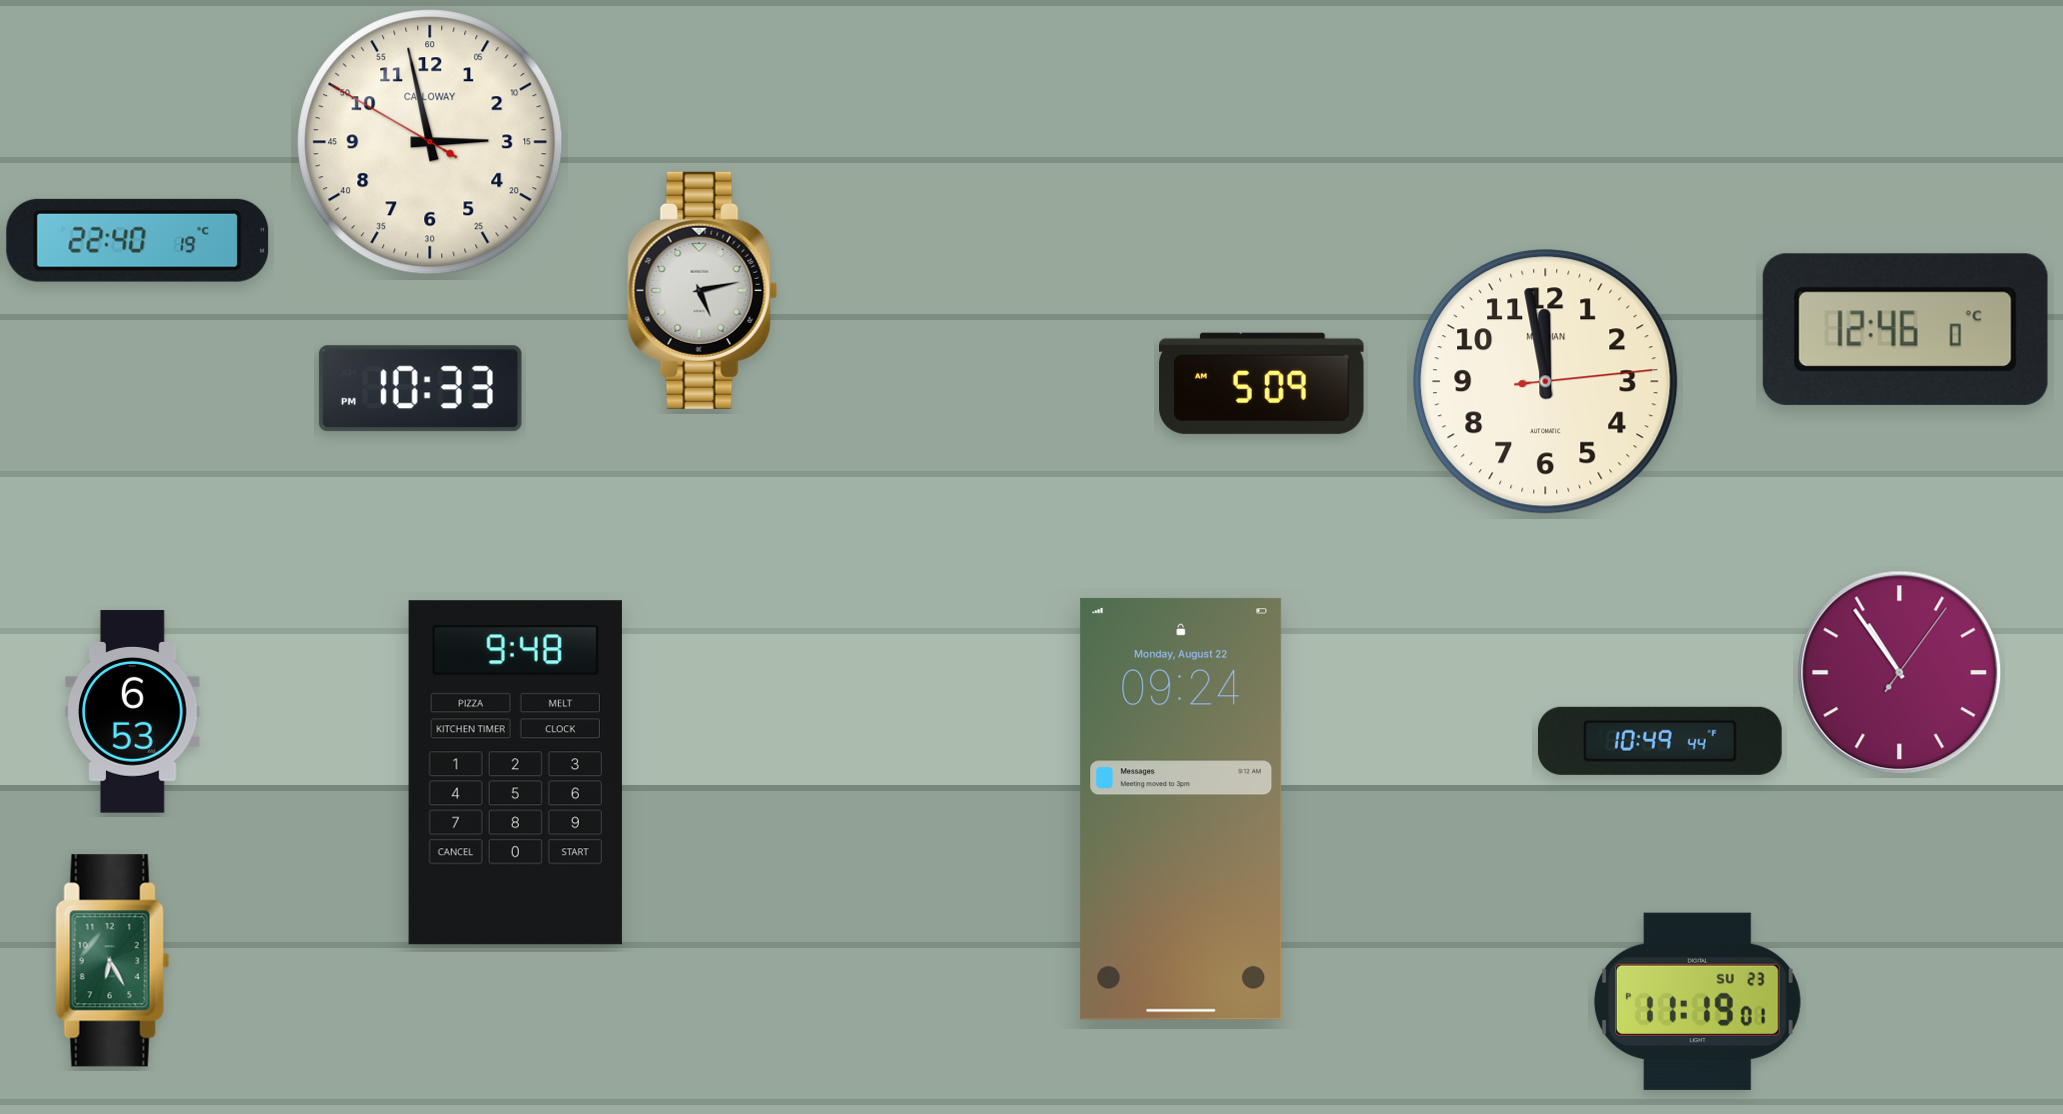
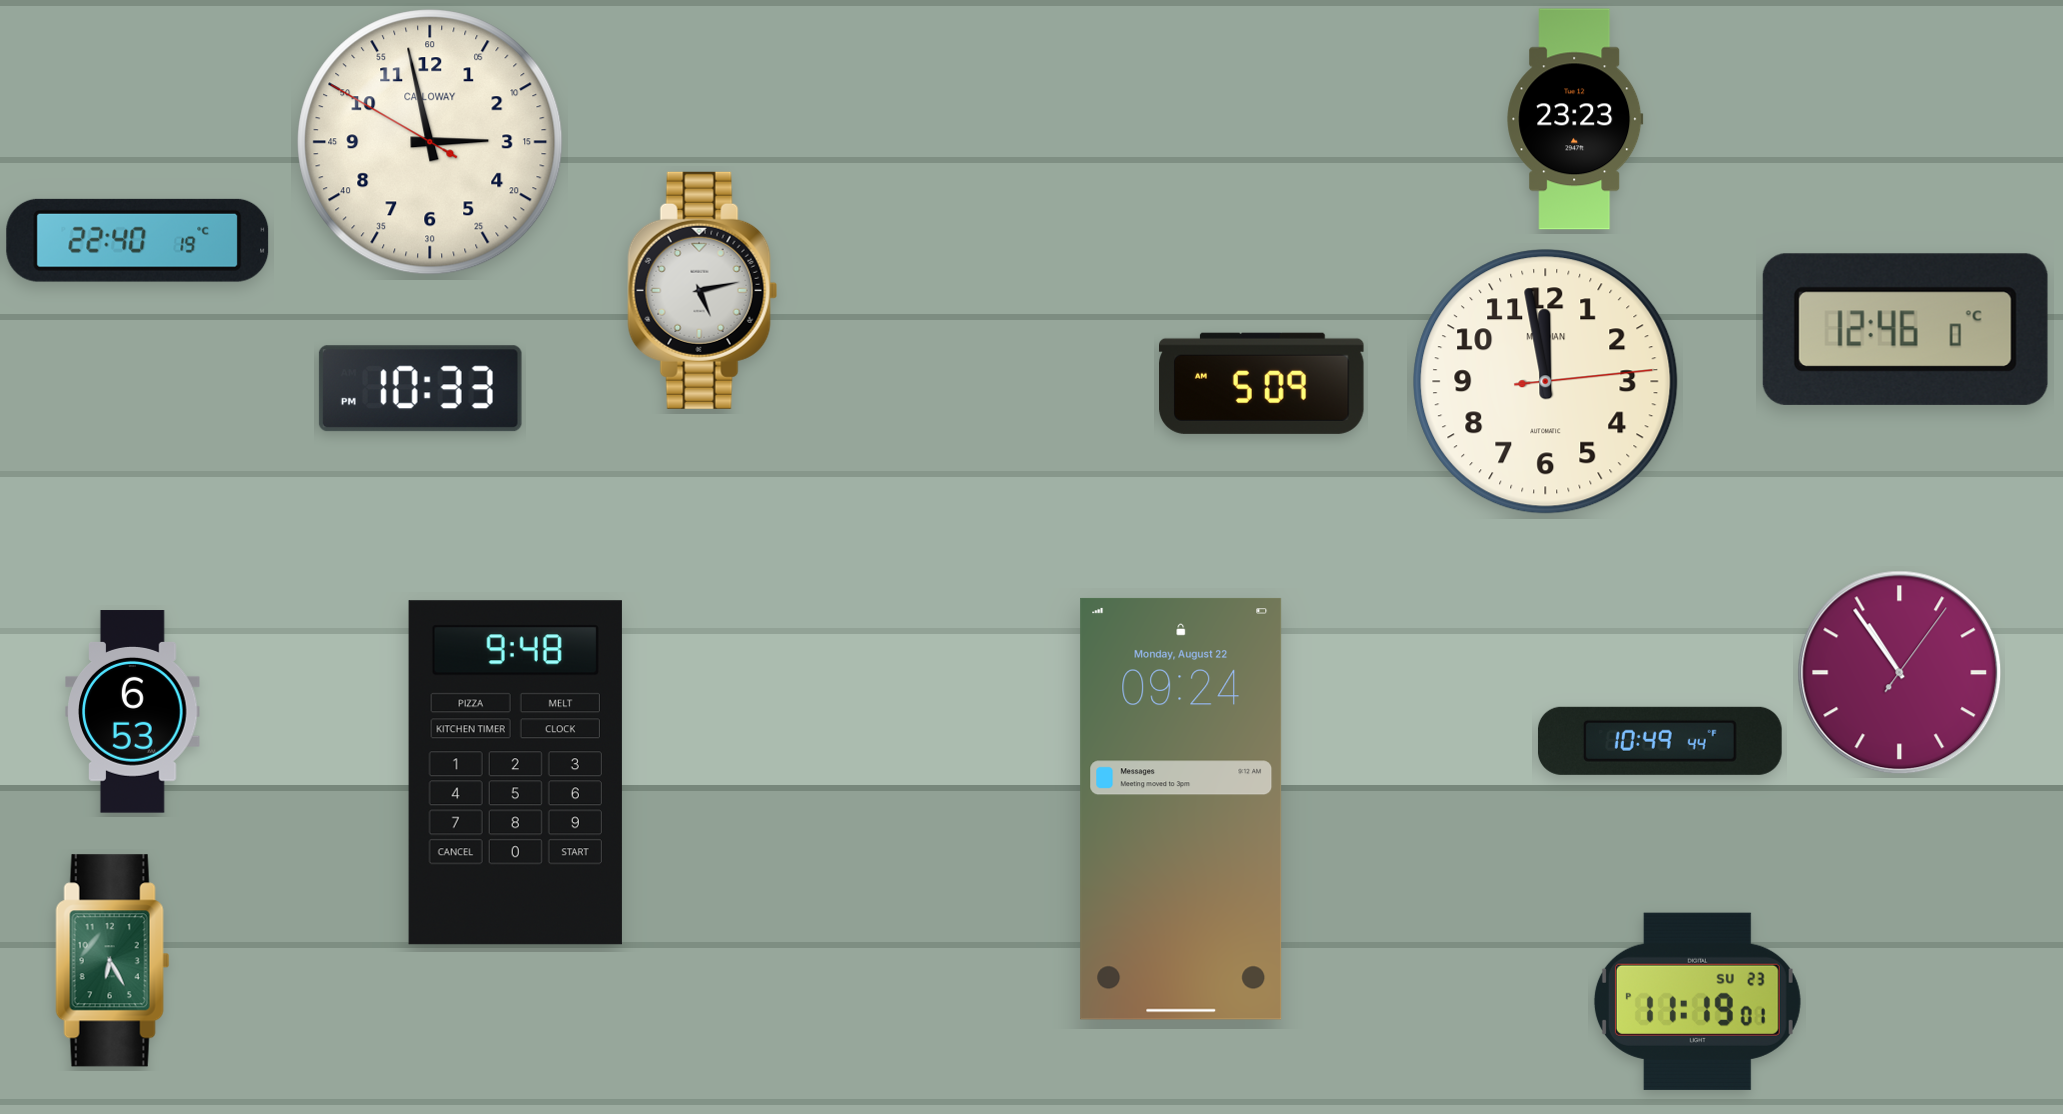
clock at (1575, 119): none -> 23:23
